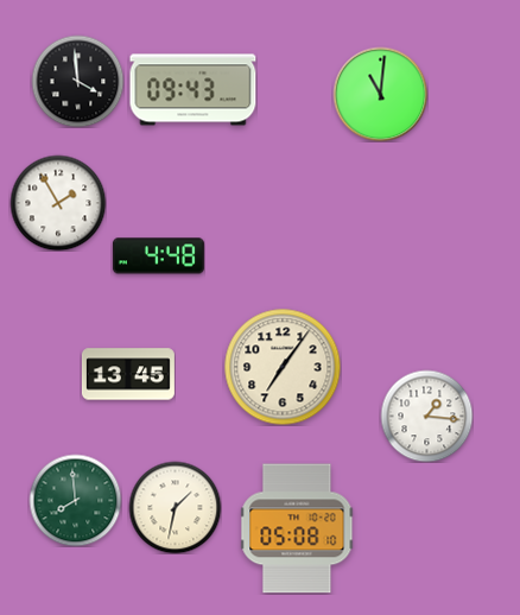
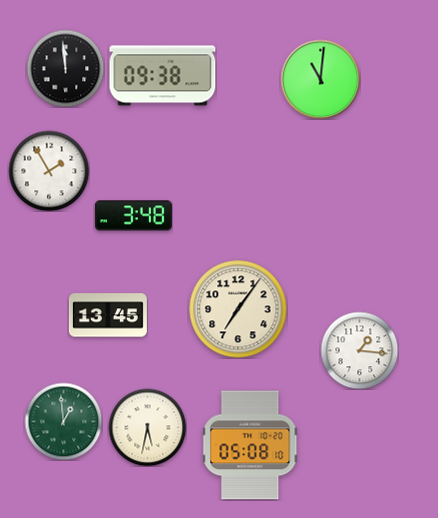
clock at (77, 81): 3:59 -> 11:59
clock at (194, 90): 09:43 -> 09:38
clock at (158, 256): 4:48 -> 3:48
clock at (75, 500): 7:59 -> 12:59
clock at (175, 507): 1:32 -> 5:32
